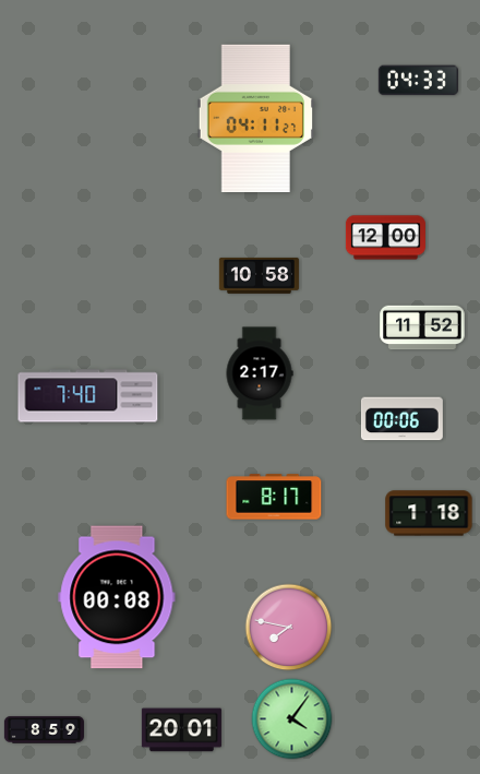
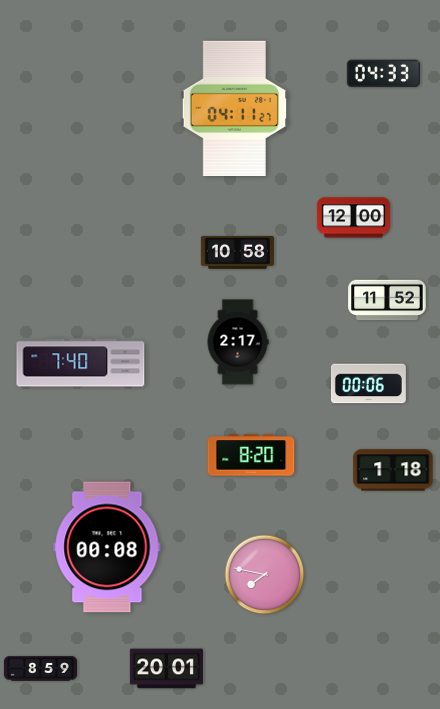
clock at (274, 497): 8:17 -> 8:20
clock at (292, 719): 4:06 -> none
